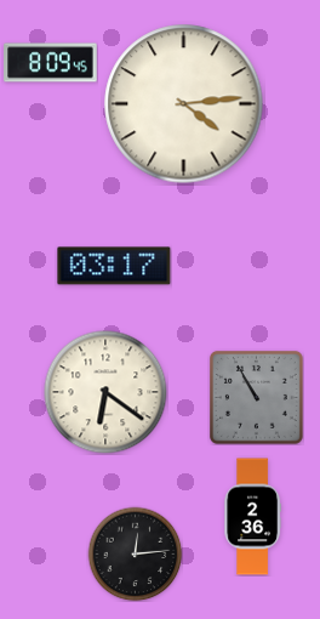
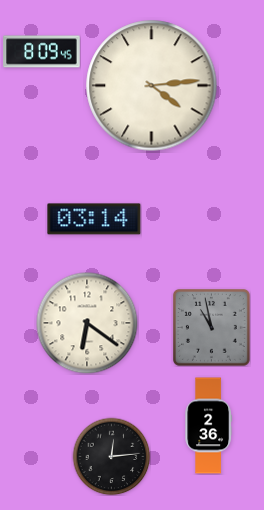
clock at (114, 266): 03:17 -> 03:14
clock at (256, 397): 10:55 -> 10:58
